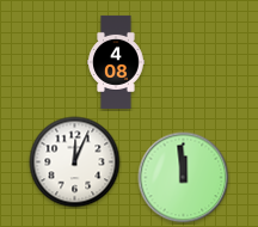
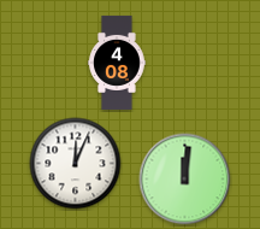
clock at (184, 178): 11:59 -> 12:01
